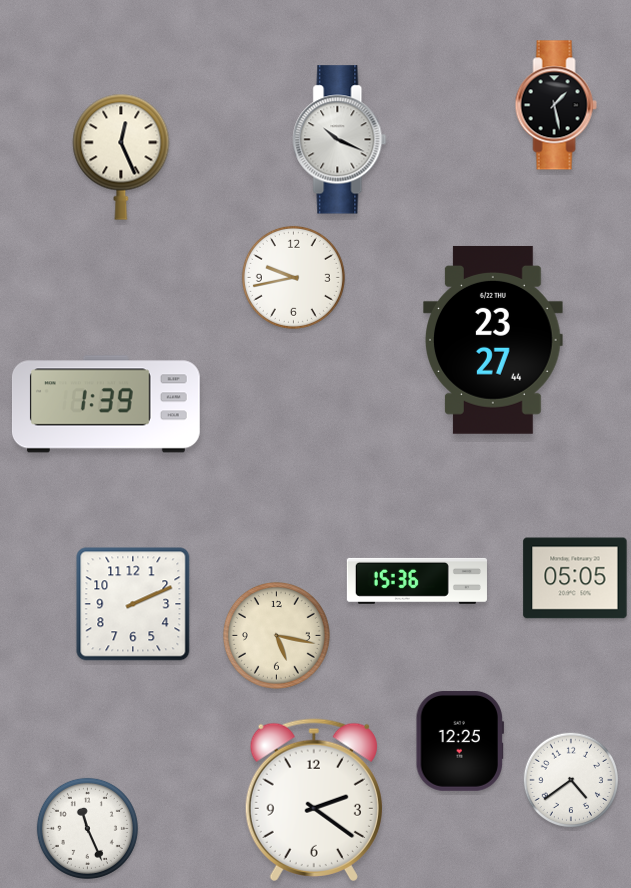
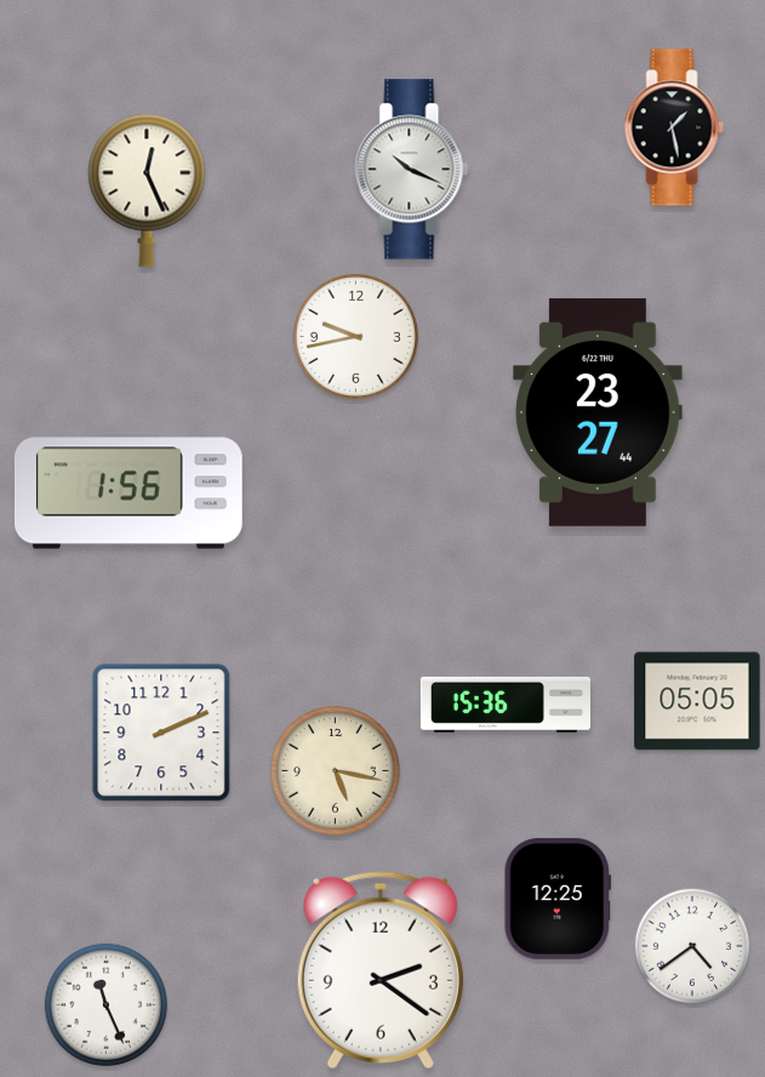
clock at (106, 404): 1:39 -> 1:56
